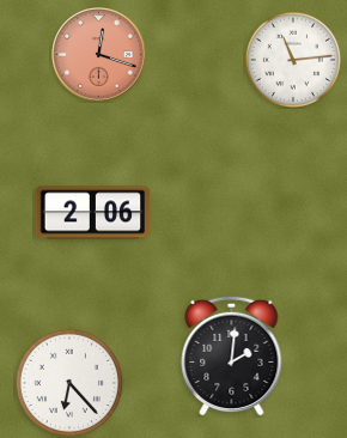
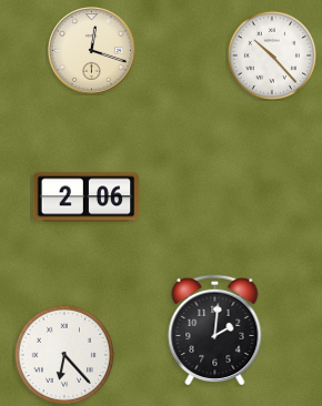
clock at (99, 55) dial: salmon -> cream
clock at (293, 60): 11:14 -> 10:23
